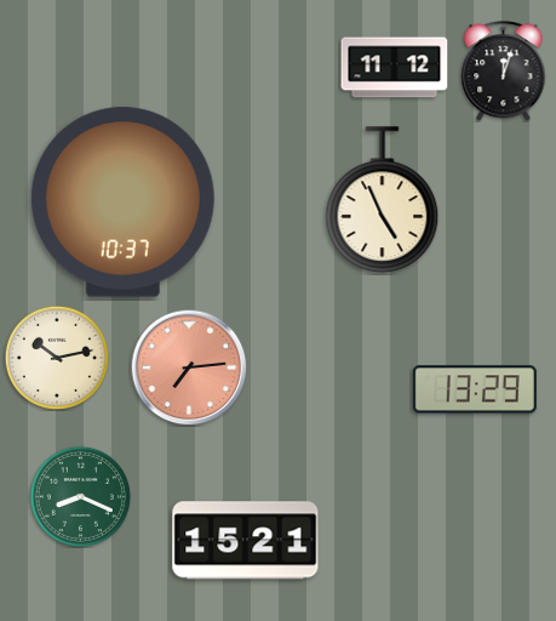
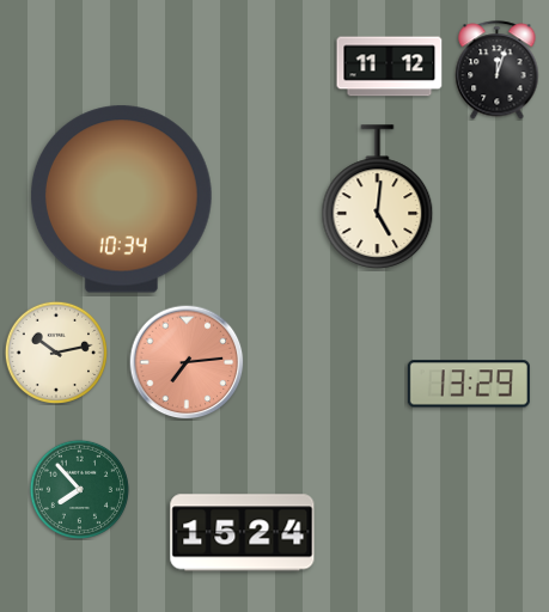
clock at (383, 200): 4:56 -> 5:01
clock at (122, 203): 10:37 -> 10:34
clock at (80, 496): 8:19 -> 7:53
clock at (246, 541): 15:21 -> 15:24
